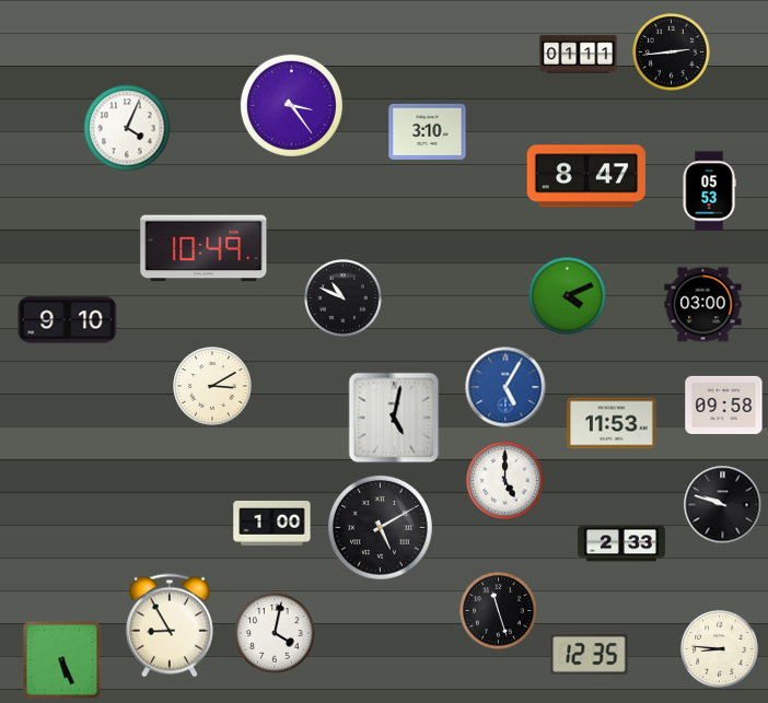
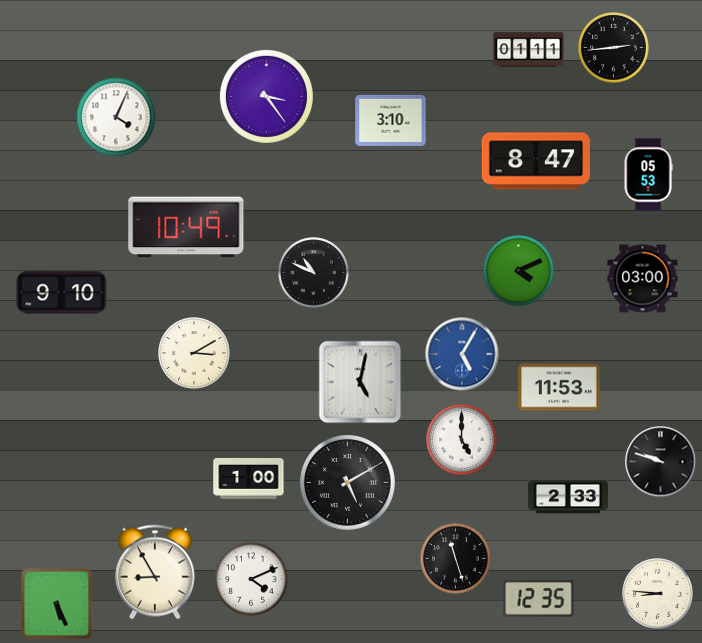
clock at (724, 405): 09:58 -> none
clock at (275, 633): 4:02 -> 4:11
